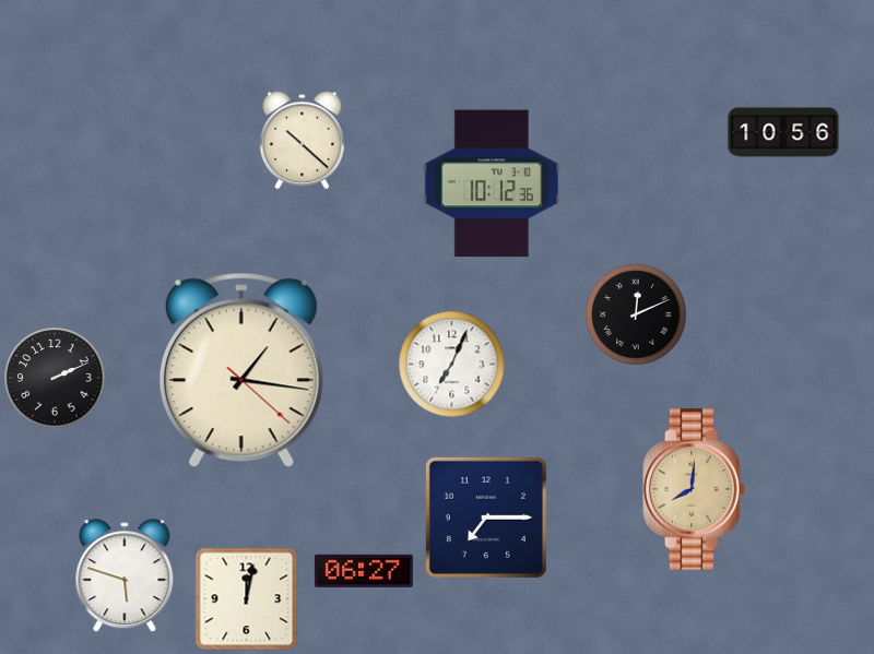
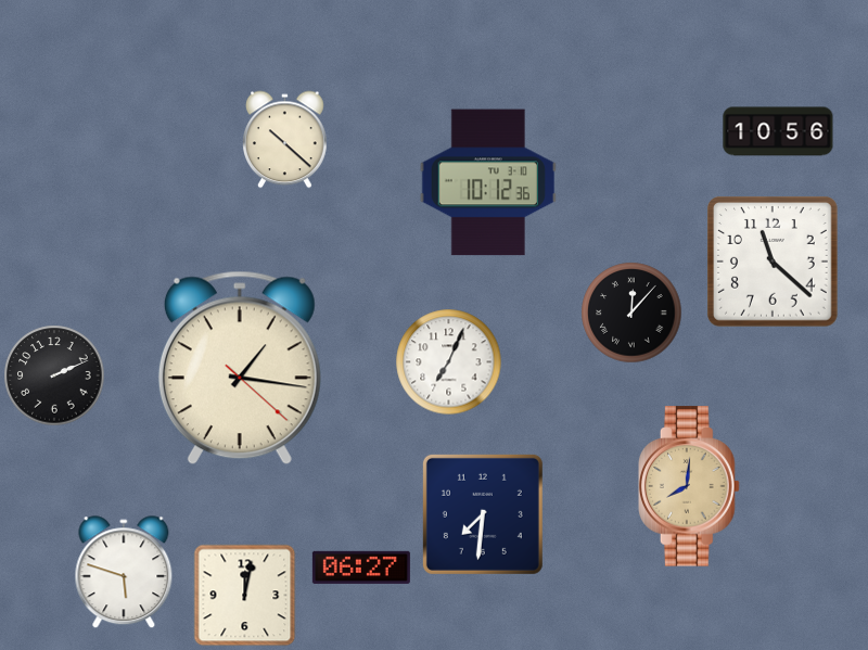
clock at (303, 141) position: (303, 141) -> (285, 140)
clock at (774, 263): none -> 11:22
clock at (636, 314): 12:11 -> 12:07
clock at (486, 518): 7:15 -> 7:31
